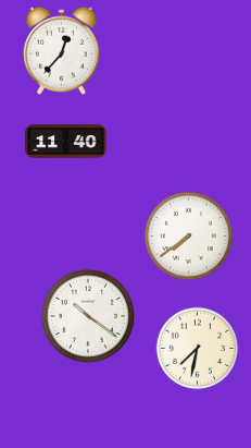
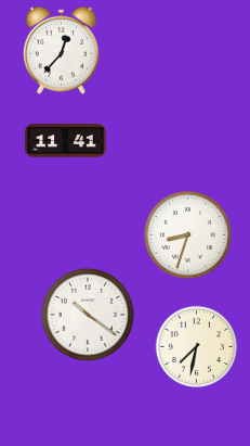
clock at (66, 142): 11:40 -> 11:41
clock at (188, 235): 7:39 -> 8:33
